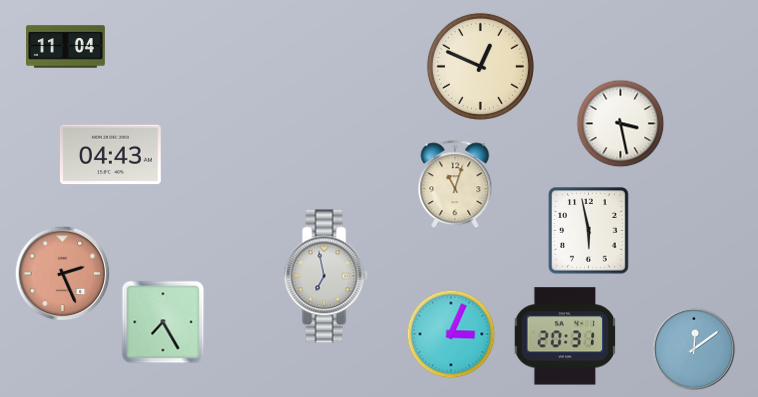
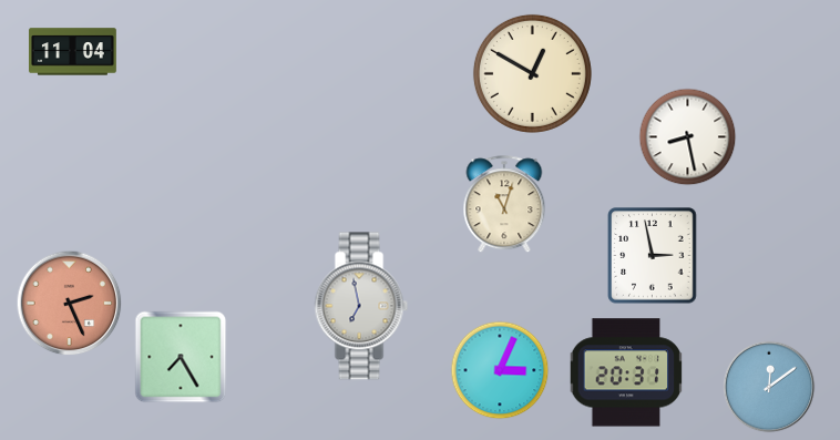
clock at (480, 66): 12:49 -> 12:50
clock at (621, 124): 3:28 -> 8:28
clock at (110, 155): 04:43 -> none
clock at (589, 231): 5:58 -> 2:58
